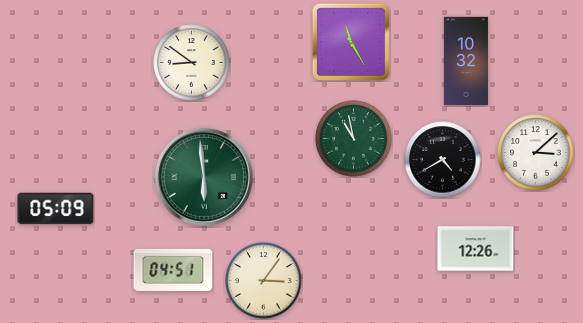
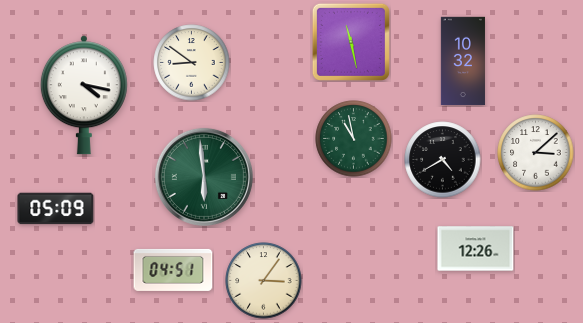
clock at (351, 42): 11:25 -> 11:28
clock at (466, 61) position: (466, 61) -> (463, 61)
clock at (84, 95): none -> 4:17
